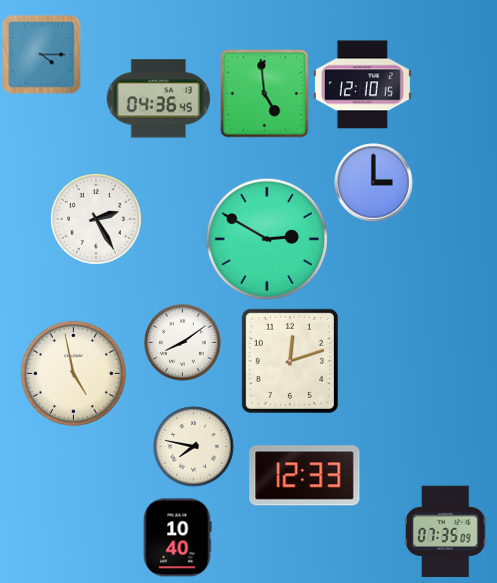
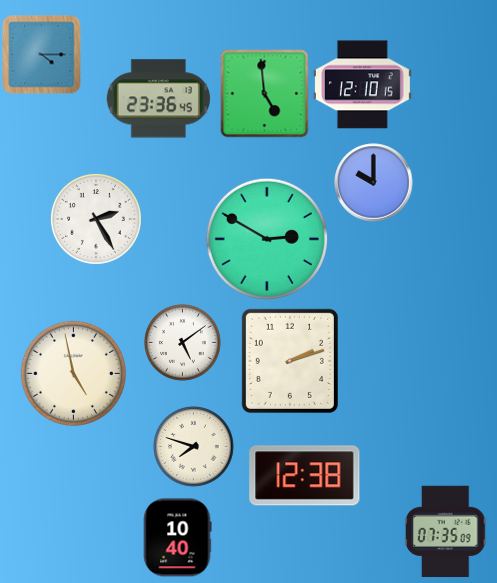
clock at (158, 99): 04:36 -> 23:36
clock at (374, 183): 3:00 -> 10:00
clock at (183, 343): 8:09 -> 5:09
clock at (290, 361): 12:12 -> 2:12
clock at (194, 447): 7:47 -> 7:48
clock at (305, 476): 12:33 -> 12:38
